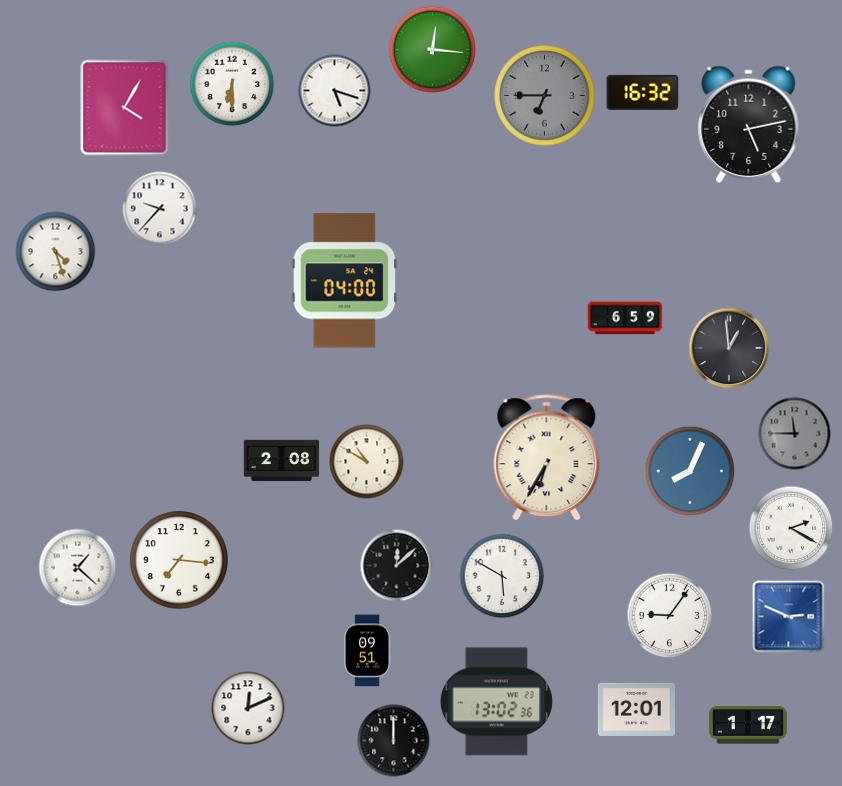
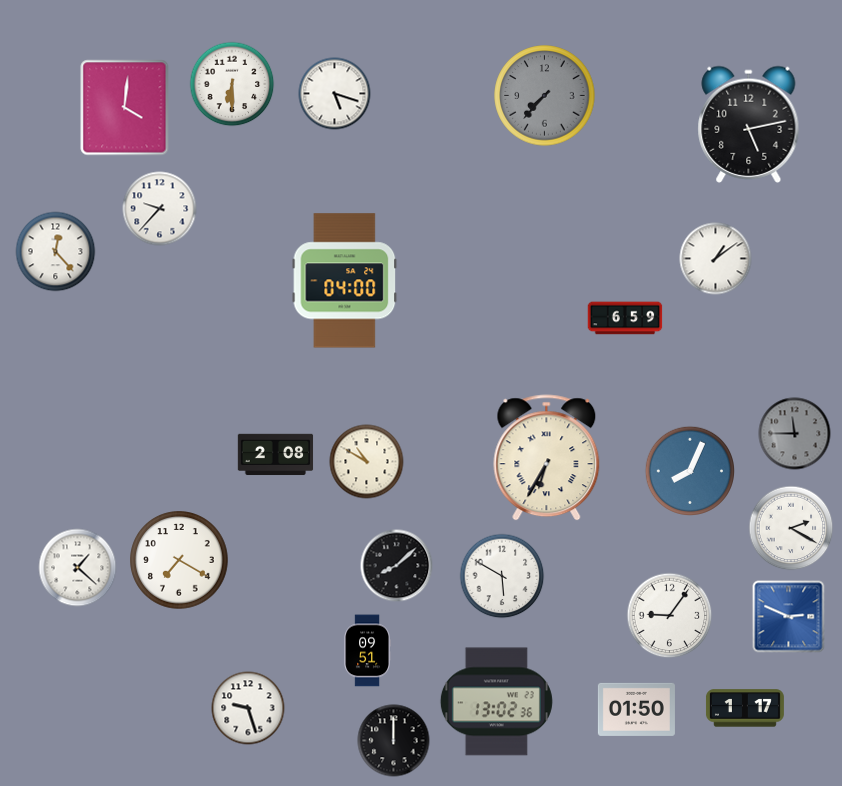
clock at (433, 50): 12:16 -> none
clock at (335, 91) position: (335, 91) -> (335, 94)
clock at (643, 92): 16:32 -> none
clock at (545, 96): 6:45 -> 7:37
clock at (125, 108): 4:05 -> 4:01
clock at (56, 252): 4:27 -> 12:23
clock at (716, 259): none -> 1:09
clock at (729, 348): 12:59 -> none
clock at (282, 461) position: (282, 461) -> (276, 455)
clock at (179, 560): 7:16 -> 7:20
clock at (397, 566): 12:08 -> 8:08
clock at (248, 708): 12:11 -> 9:27
clock at (636, 709): 12:01 -> 01:50
clock at (748, 725) position: (748, 725) -> (745, 708)
